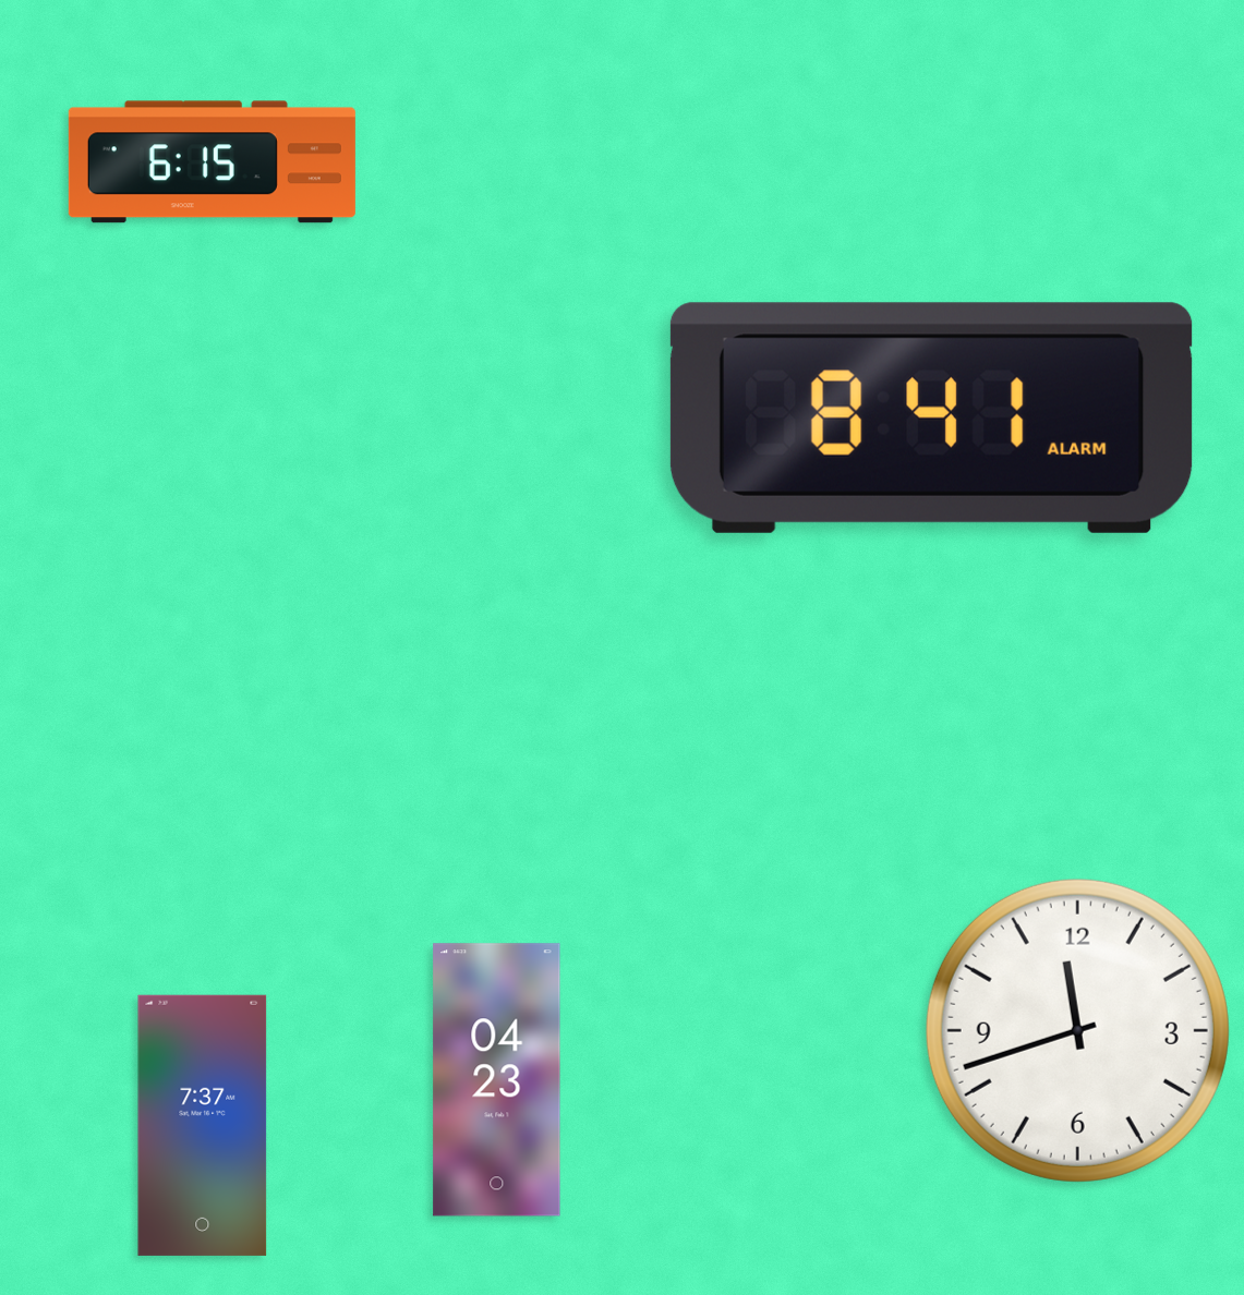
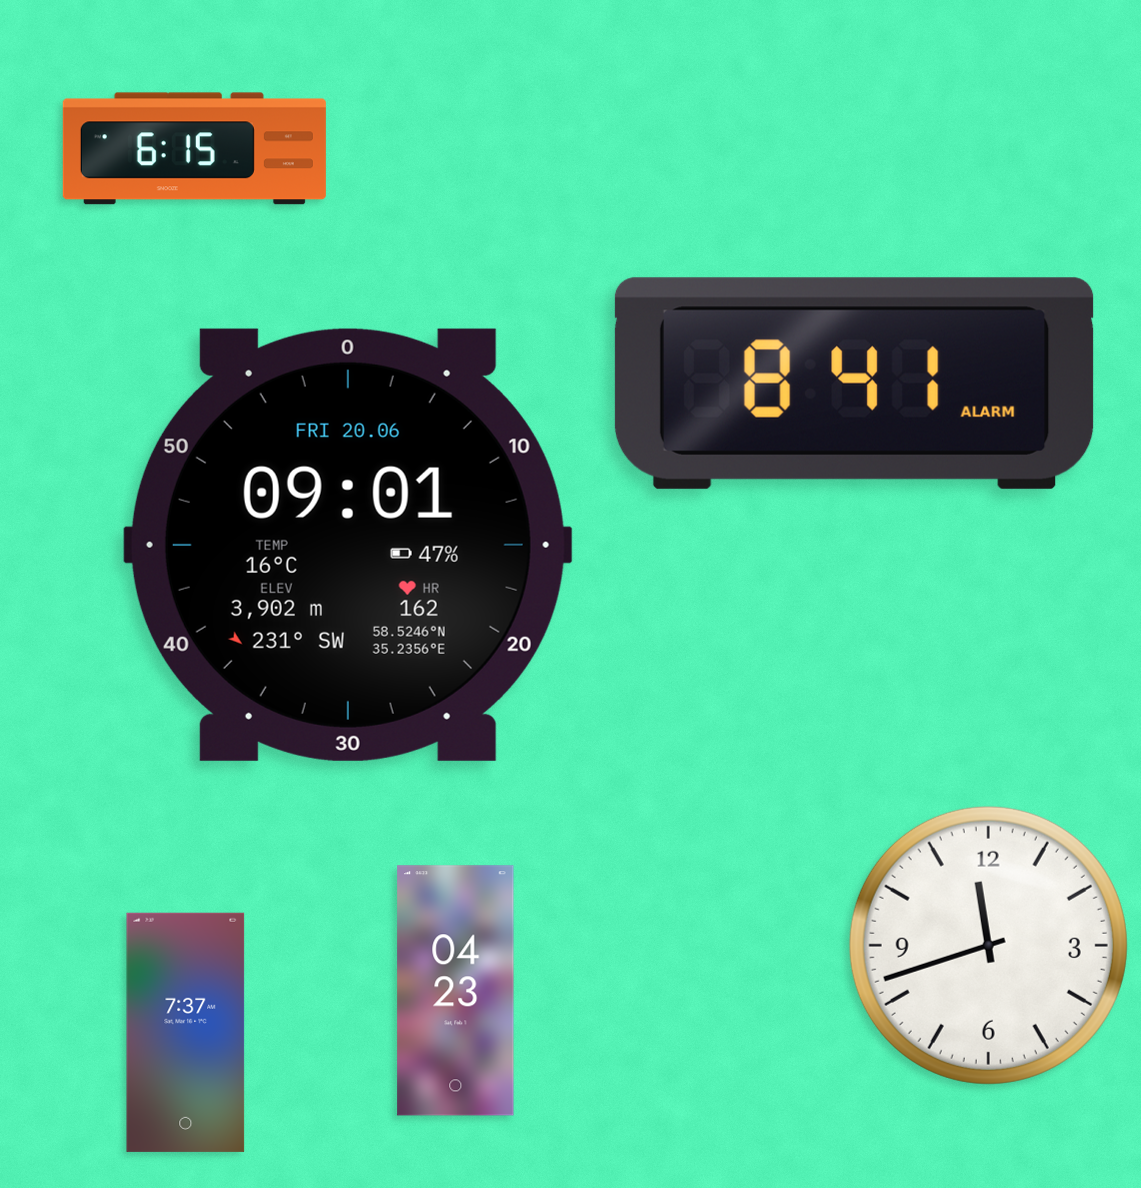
clock at (348, 545): none -> 09:01
